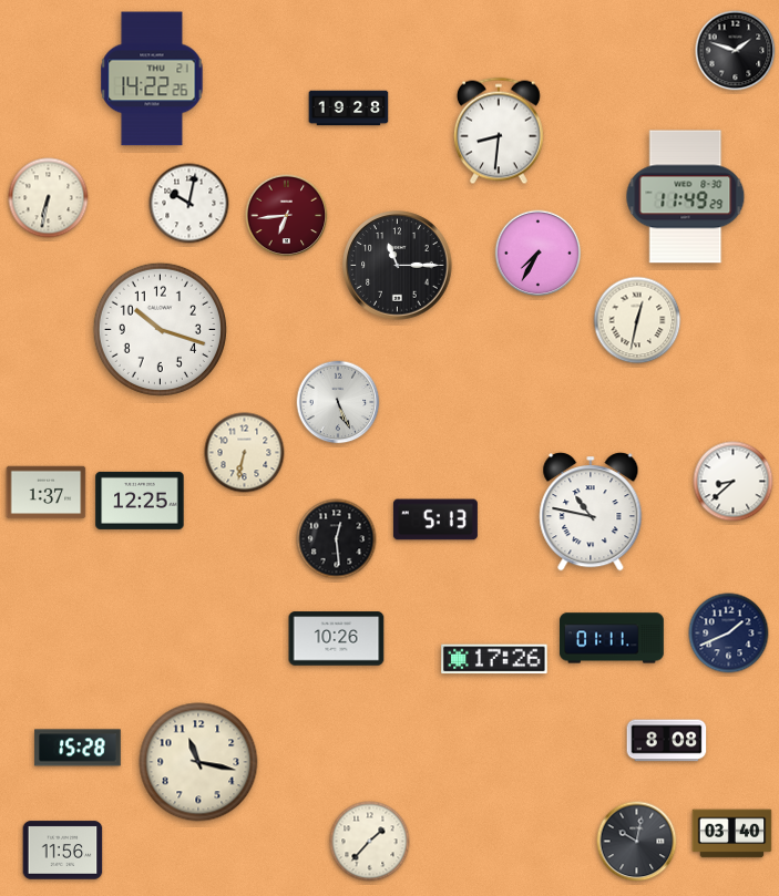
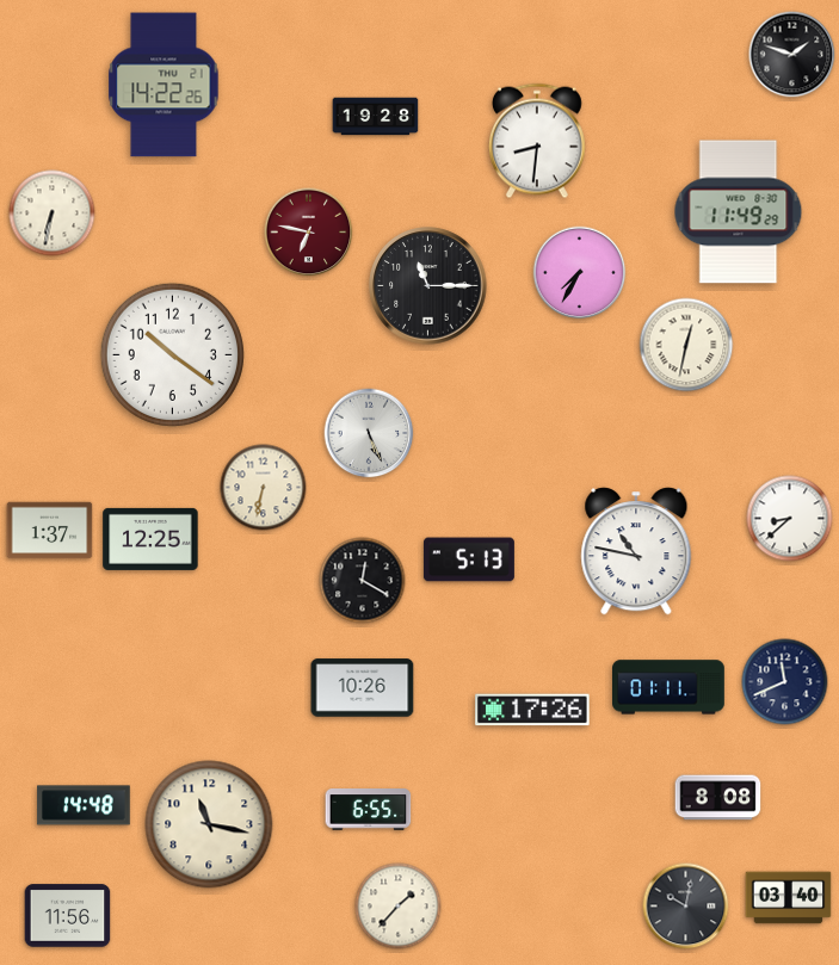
clock at (189, 204): 10:02 -> none
clock at (287, 216): 6:44 -> 6:47
clock at (160, 329): 10:18 -> 10:21
clock at (338, 402) position: (338, 402) -> (369, 433)
clock at (337, 539): 12:29 -> 12:20
clock at (729, 634): 1:41 -> 11:41
clock at (613, 638) position: (613, 638) -> (670, 687)
clock at (78, 748): 15:28 -> 14:48
clock at (369, 810): none -> 6:55
clock at (198, 762) position: (198, 762) -> (209, 824)
